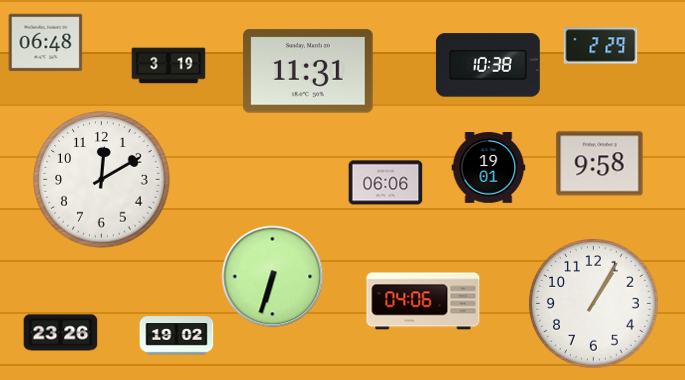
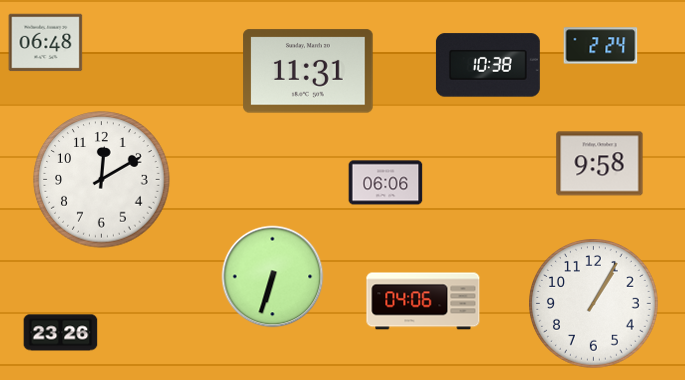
clock at (601, 46): 2:29 -> 2:24
clock at (169, 66): 3:19 -> none
clock at (489, 168): 19:01 -> none
clock at (177, 336): 19:02 -> none
